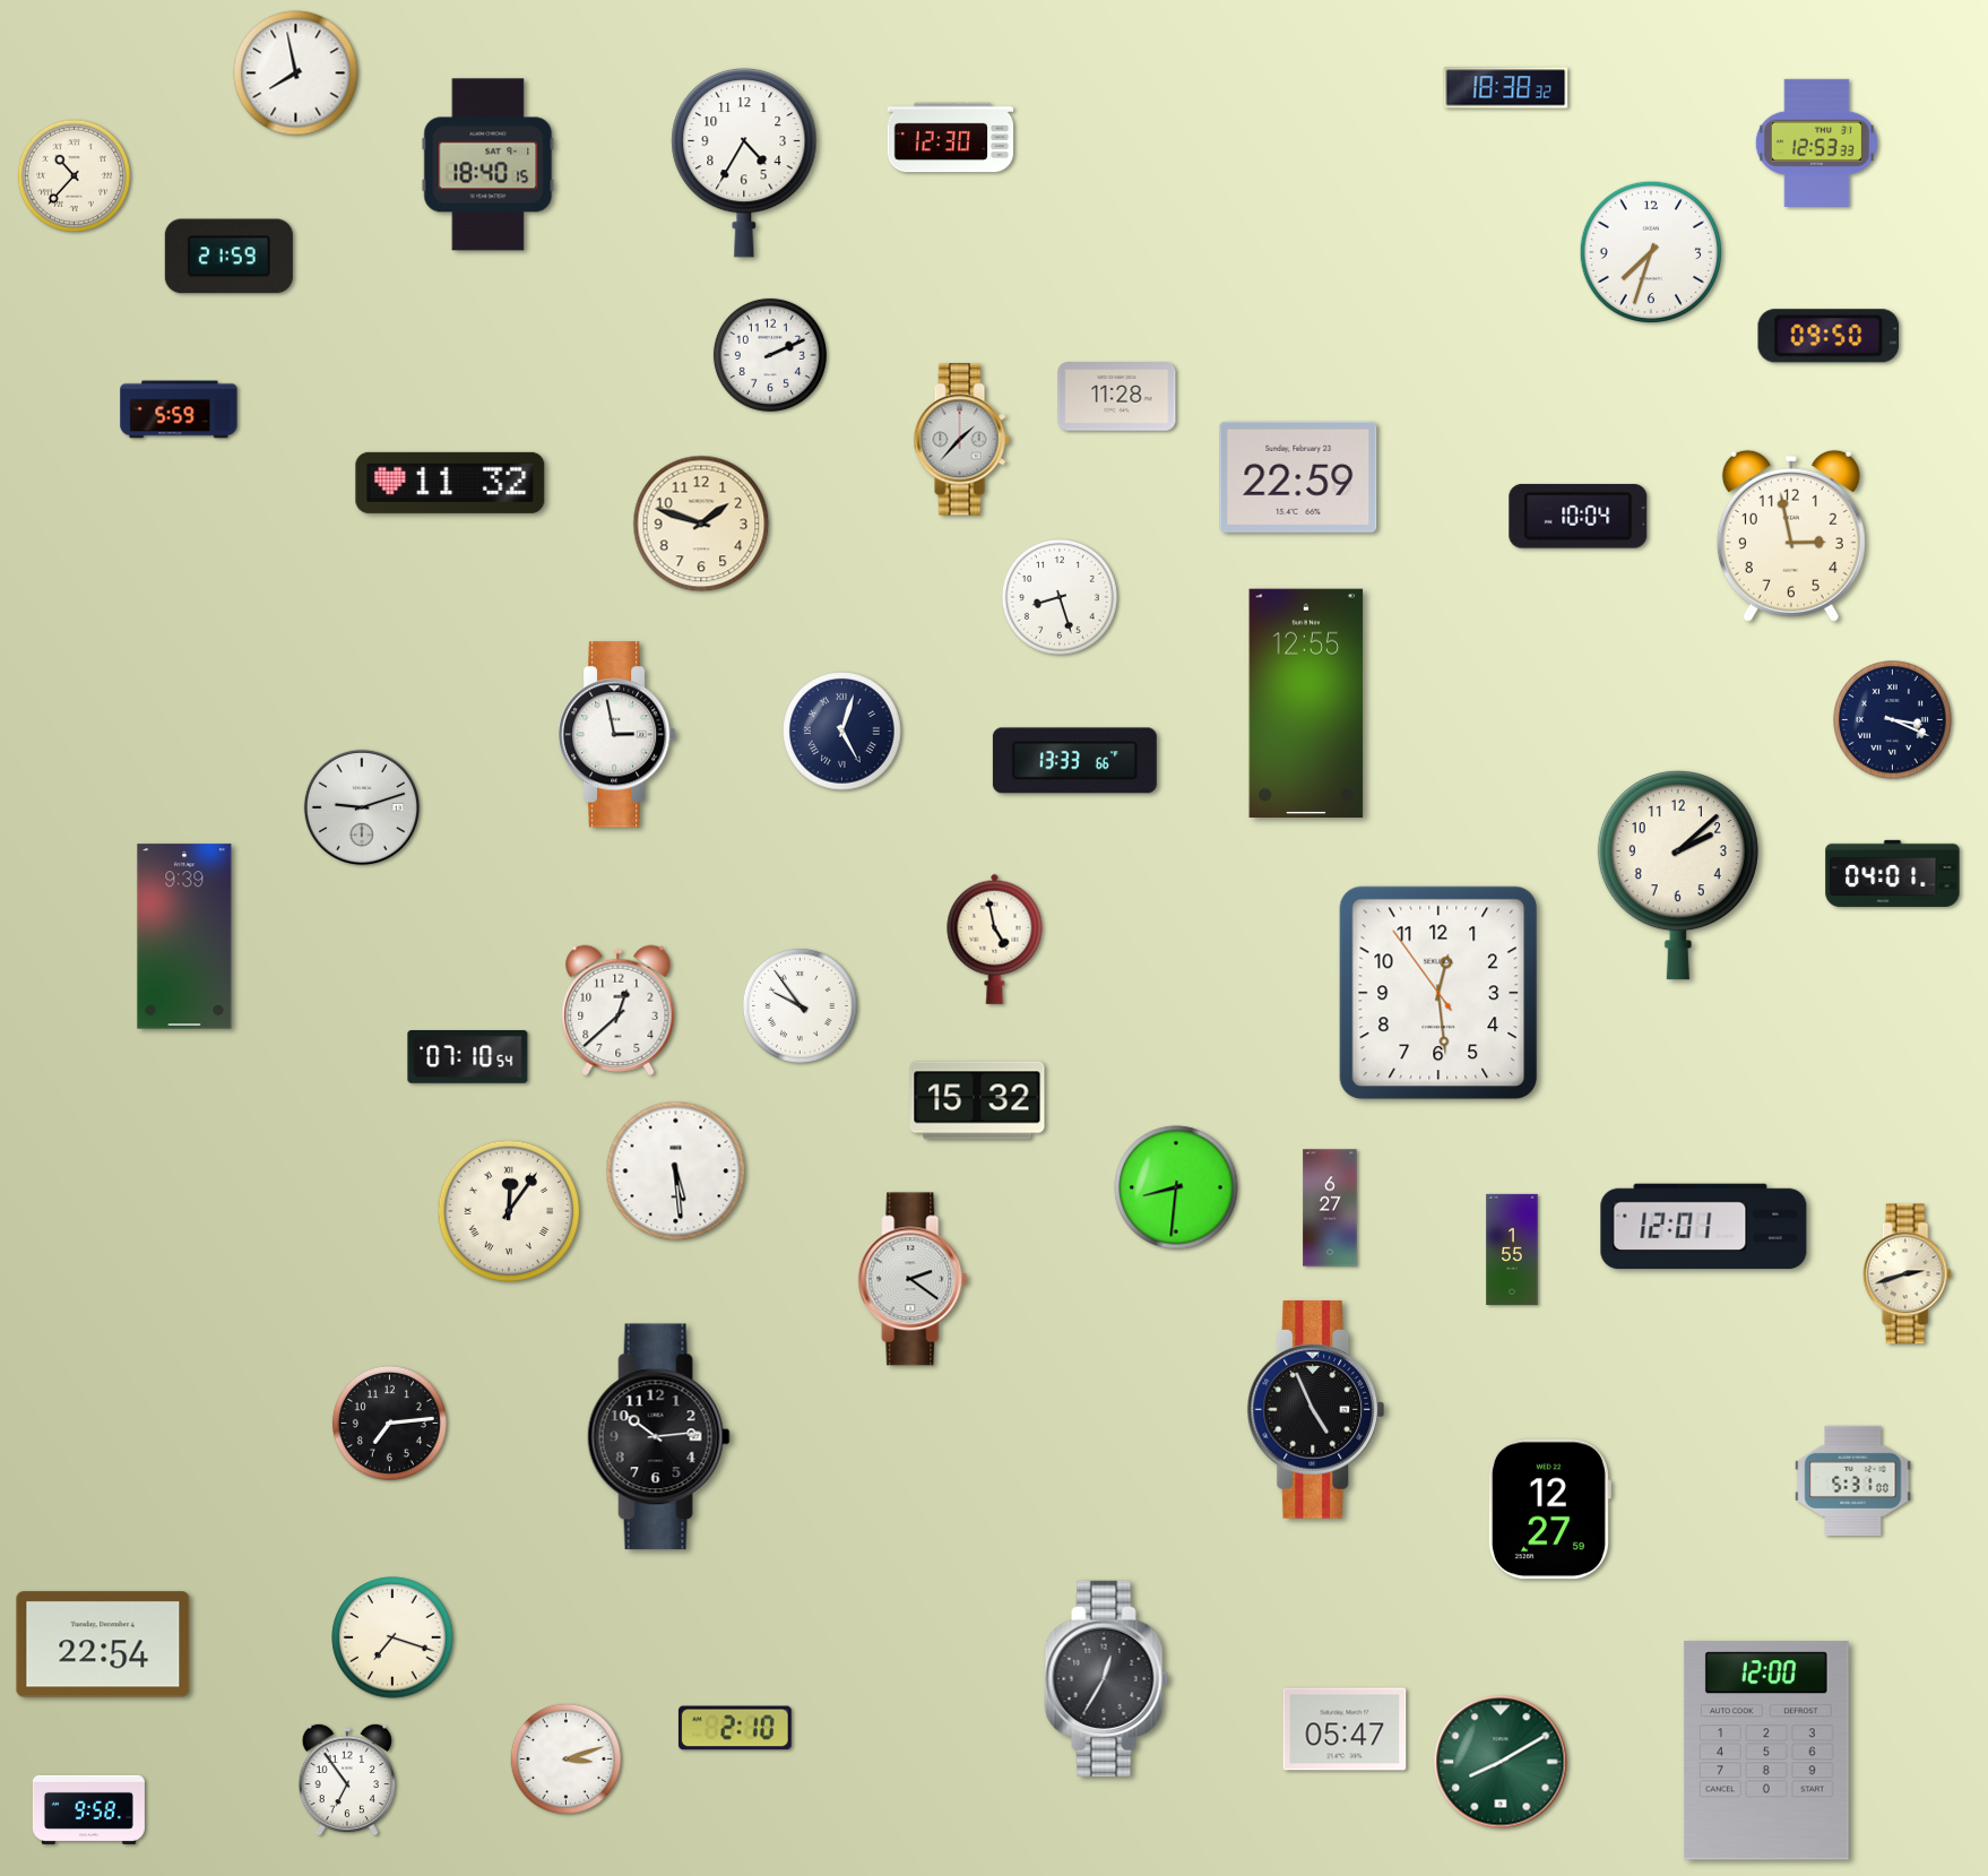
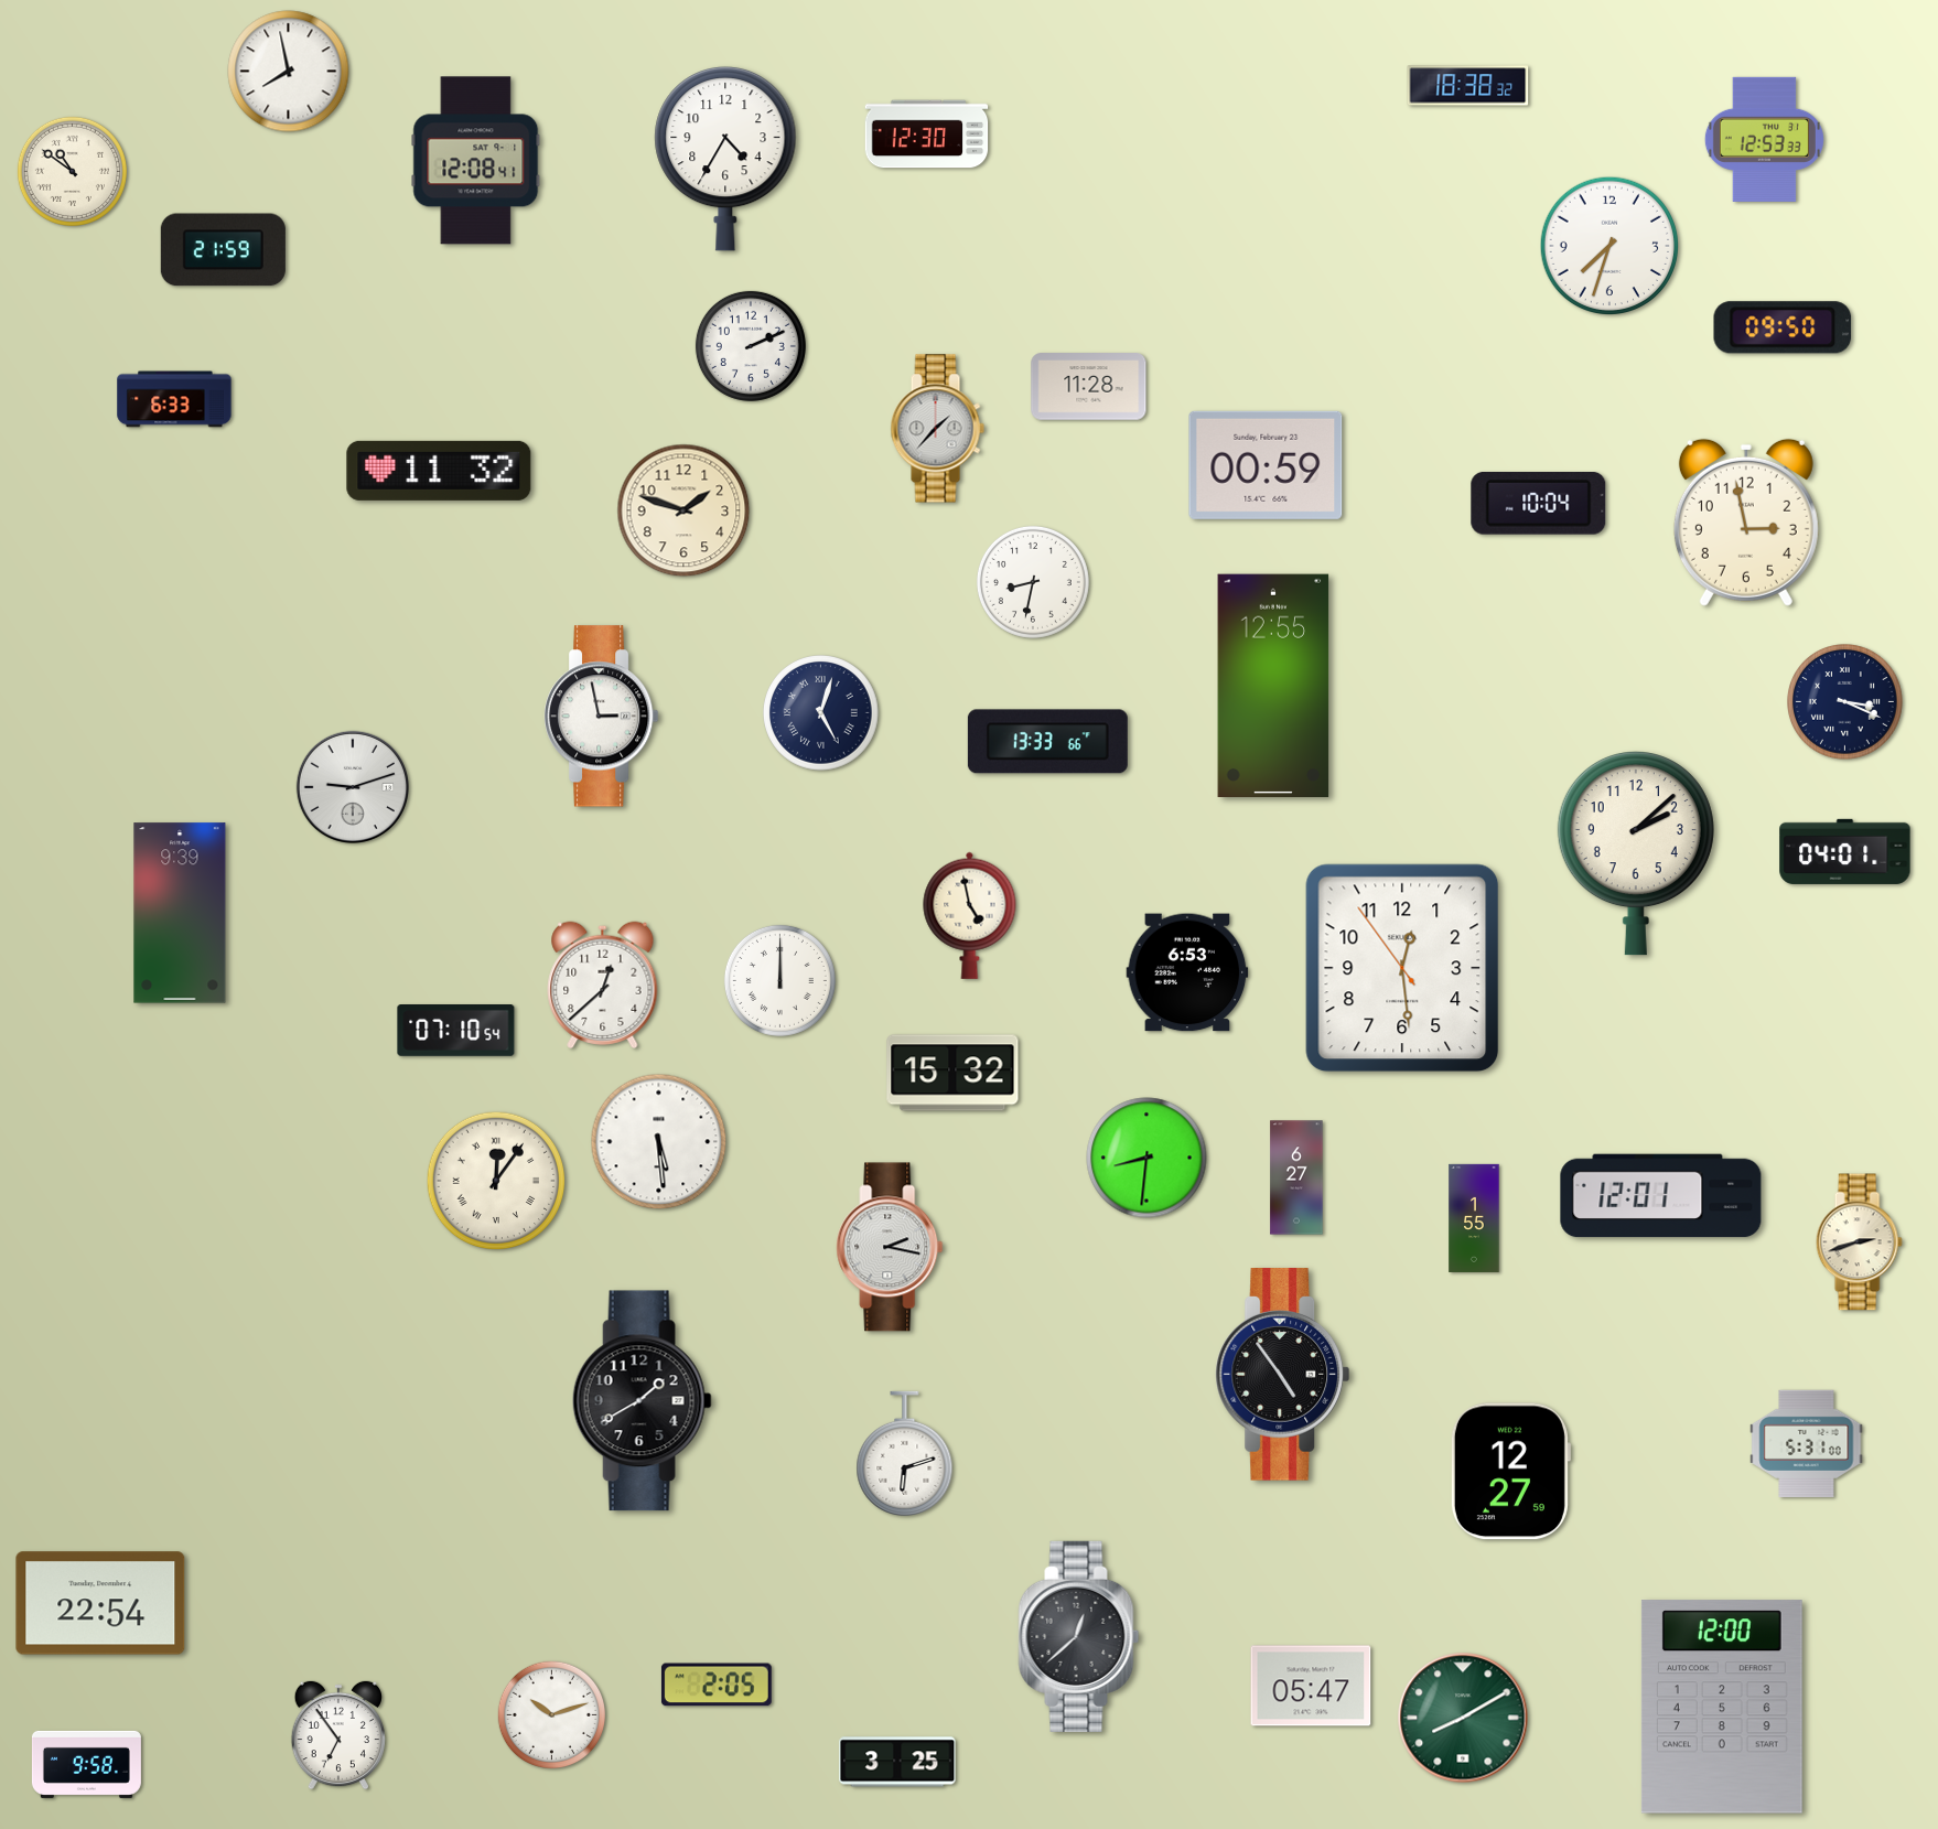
clock at (1816, 142) position: (1816, 142) -> (1764, 139)
clock at (489, 165): 18:40 -> 12:08
clock at (74, 175): 10:37 -> 10:51
clock at (179, 409): 5:59 -> 6:33
clock at (1298, 477): 22:59 -> 00:59
clock at (1060, 597): 8:27 -> 8:32
clock at (1187, 972): none -> 6:53
clock at (799, 1005): 9:54 -> 12:00
clock at (913, 1279): 2:21 -> 2:17
clock at (1316, 1410): 4:56 -> 4:54
clock at (389, 1423): 7:14 -> none
clock at (658, 1437): 10:14 -> 1:40
clock at (905, 1453): none -> 6:12
clock at (392, 1637): 7:18 -> none
clock at (1107, 1678): 12:35 -> 12:38
clock at (735, 1728): 2:10 -> 2:05
clock at (565, 1758): 3:12 -> 10:12
clock at (897, 1762): none -> 3:25
